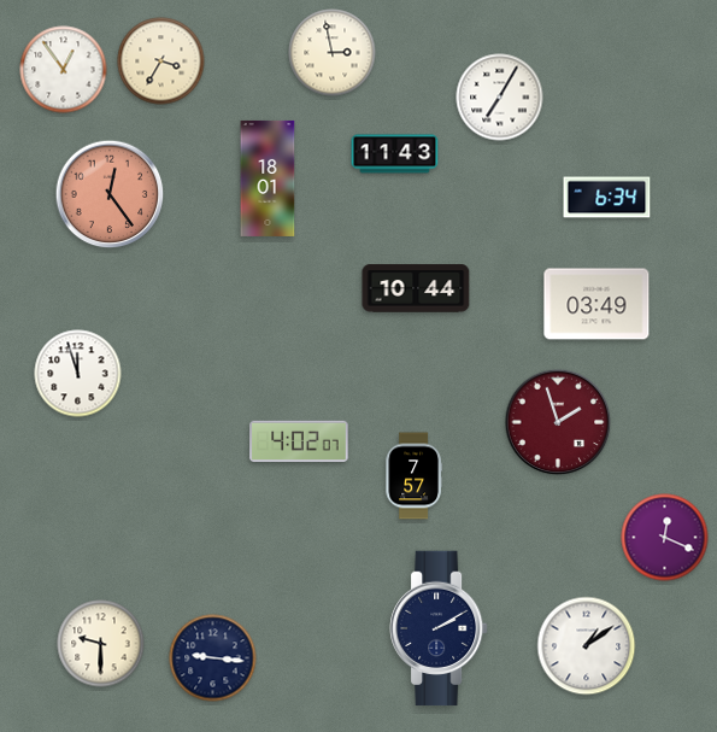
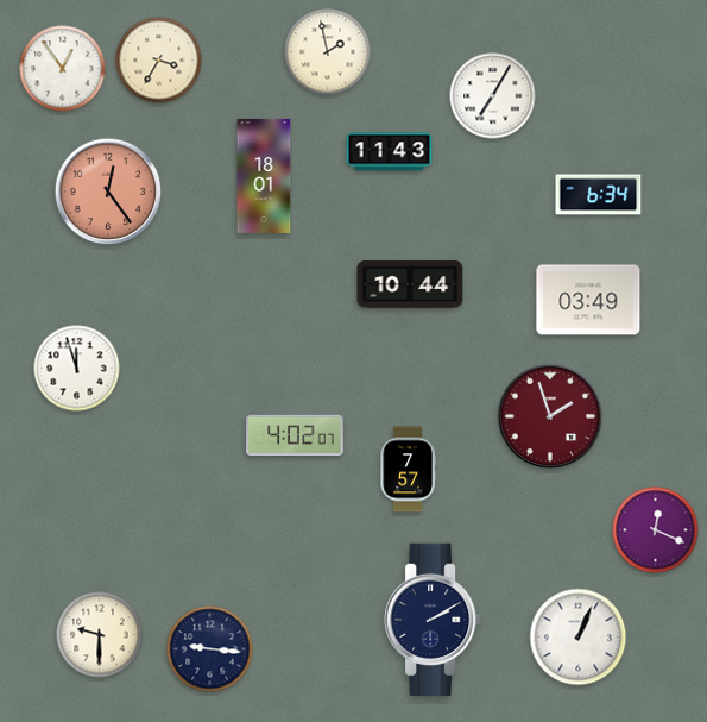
clock at (333, 53): 2:58 -> 1:58
clock at (587, 646): 1:09 -> 1:04
